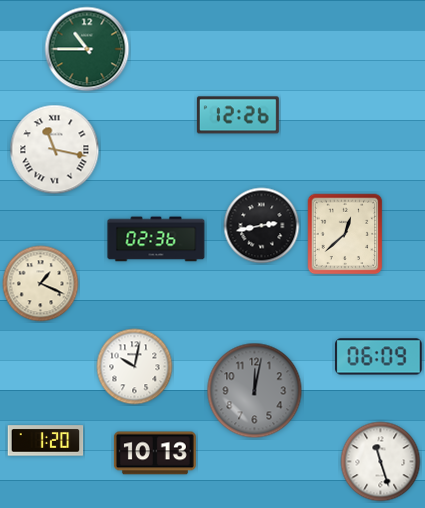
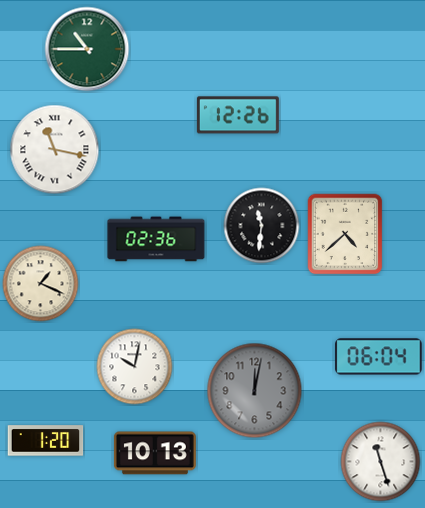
clock at (262, 226): 2:43 -> 11:31
clock at (345, 234): 12:38 -> 4:38
clock at (379, 357): 06:09 -> 06:04
